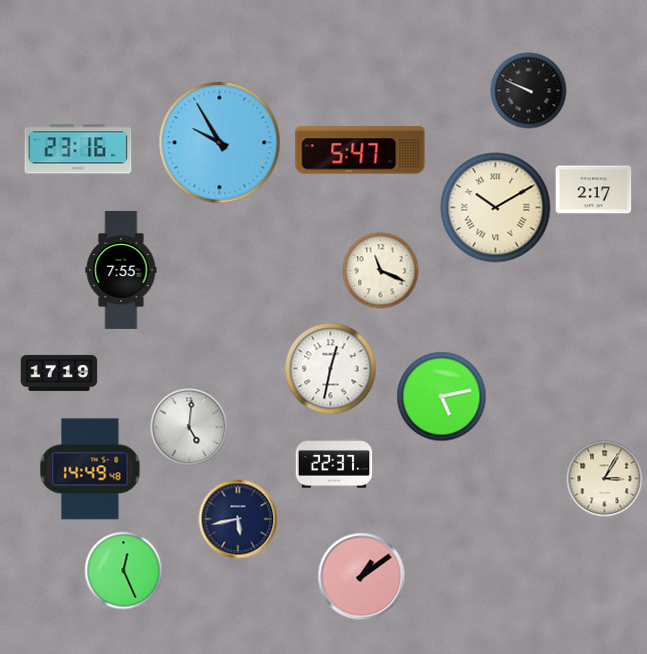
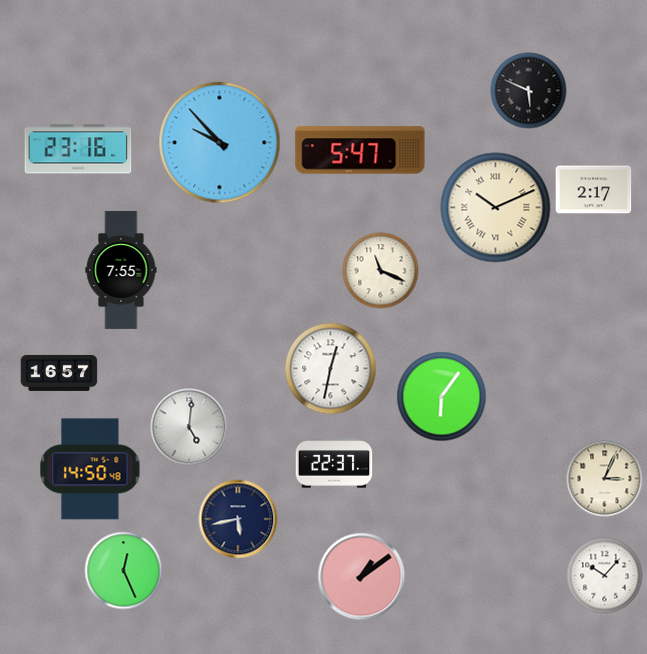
clock at (529, 91): 9:49 -> 5:49
clock at (220, 143): 9:55 -> 9:53
clock at (496, 208): 10:10 -> 10:11
clock at (59, 373): 17:19 -> 16:57
clock at (442, 397): 5:13 -> 6:06
clock at (90, 469): 14:49 -> 14:50
clock at (605, 479): 3:05 -> 3:04
clock at (605, 576): none -> 10:07
